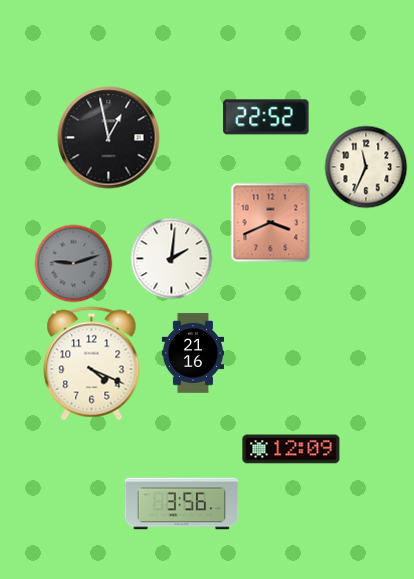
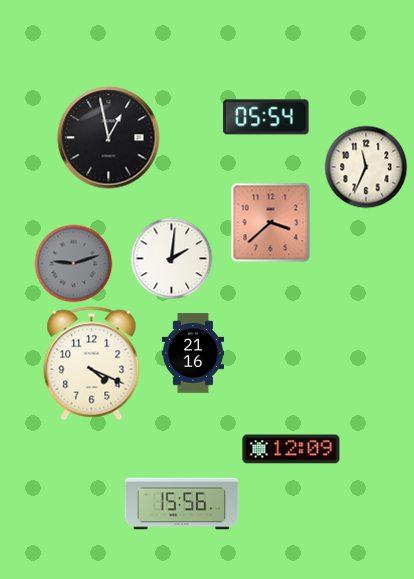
clock at (266, 117): 22:52 -> 05:54
clock at (270, 222): 3:41 -> 3:38
clock at (182, 504): 3:56 -> 15:56
